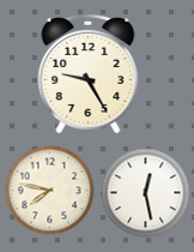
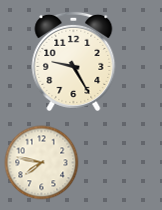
clock at (50, 191) position: (50, 191) -> (42, 163)
clock at (146, 193): 12:28 -> none
